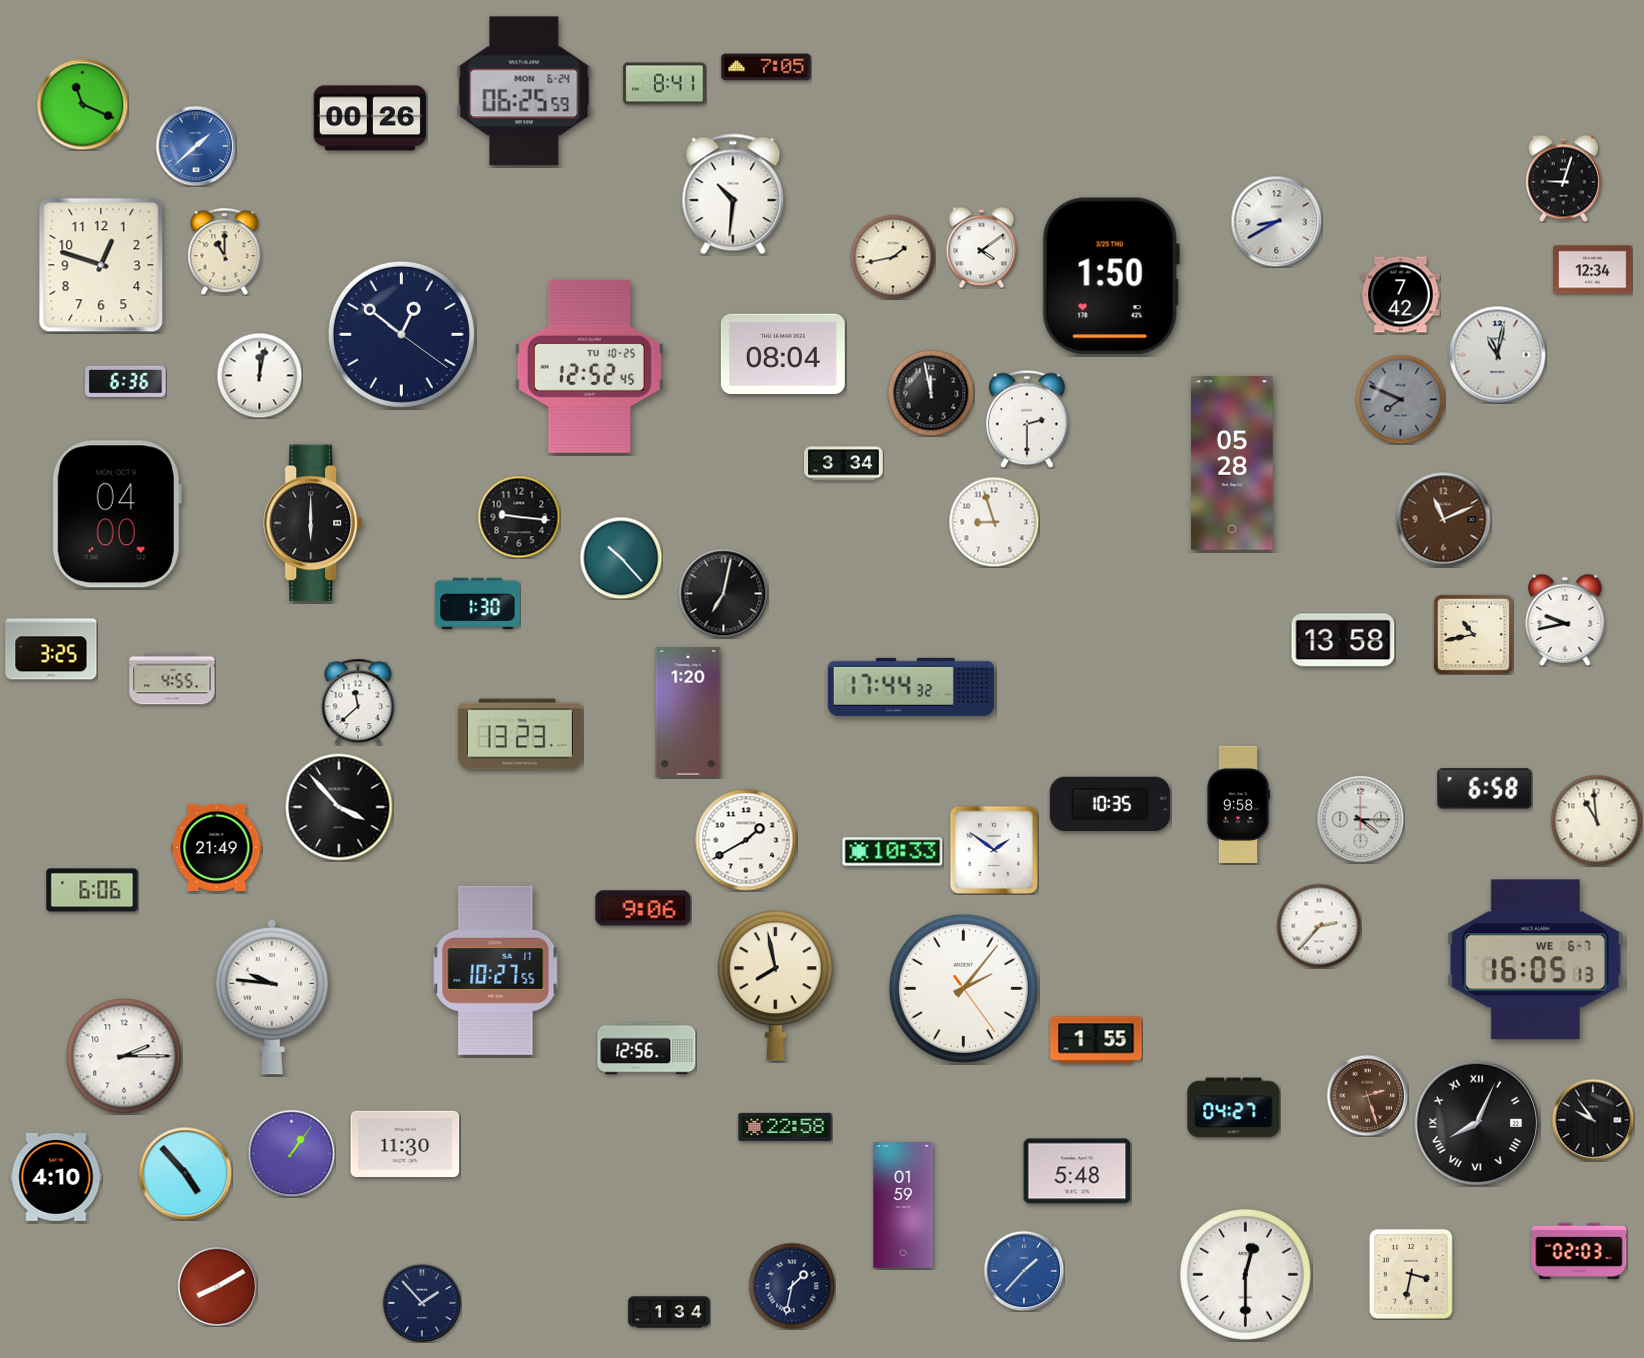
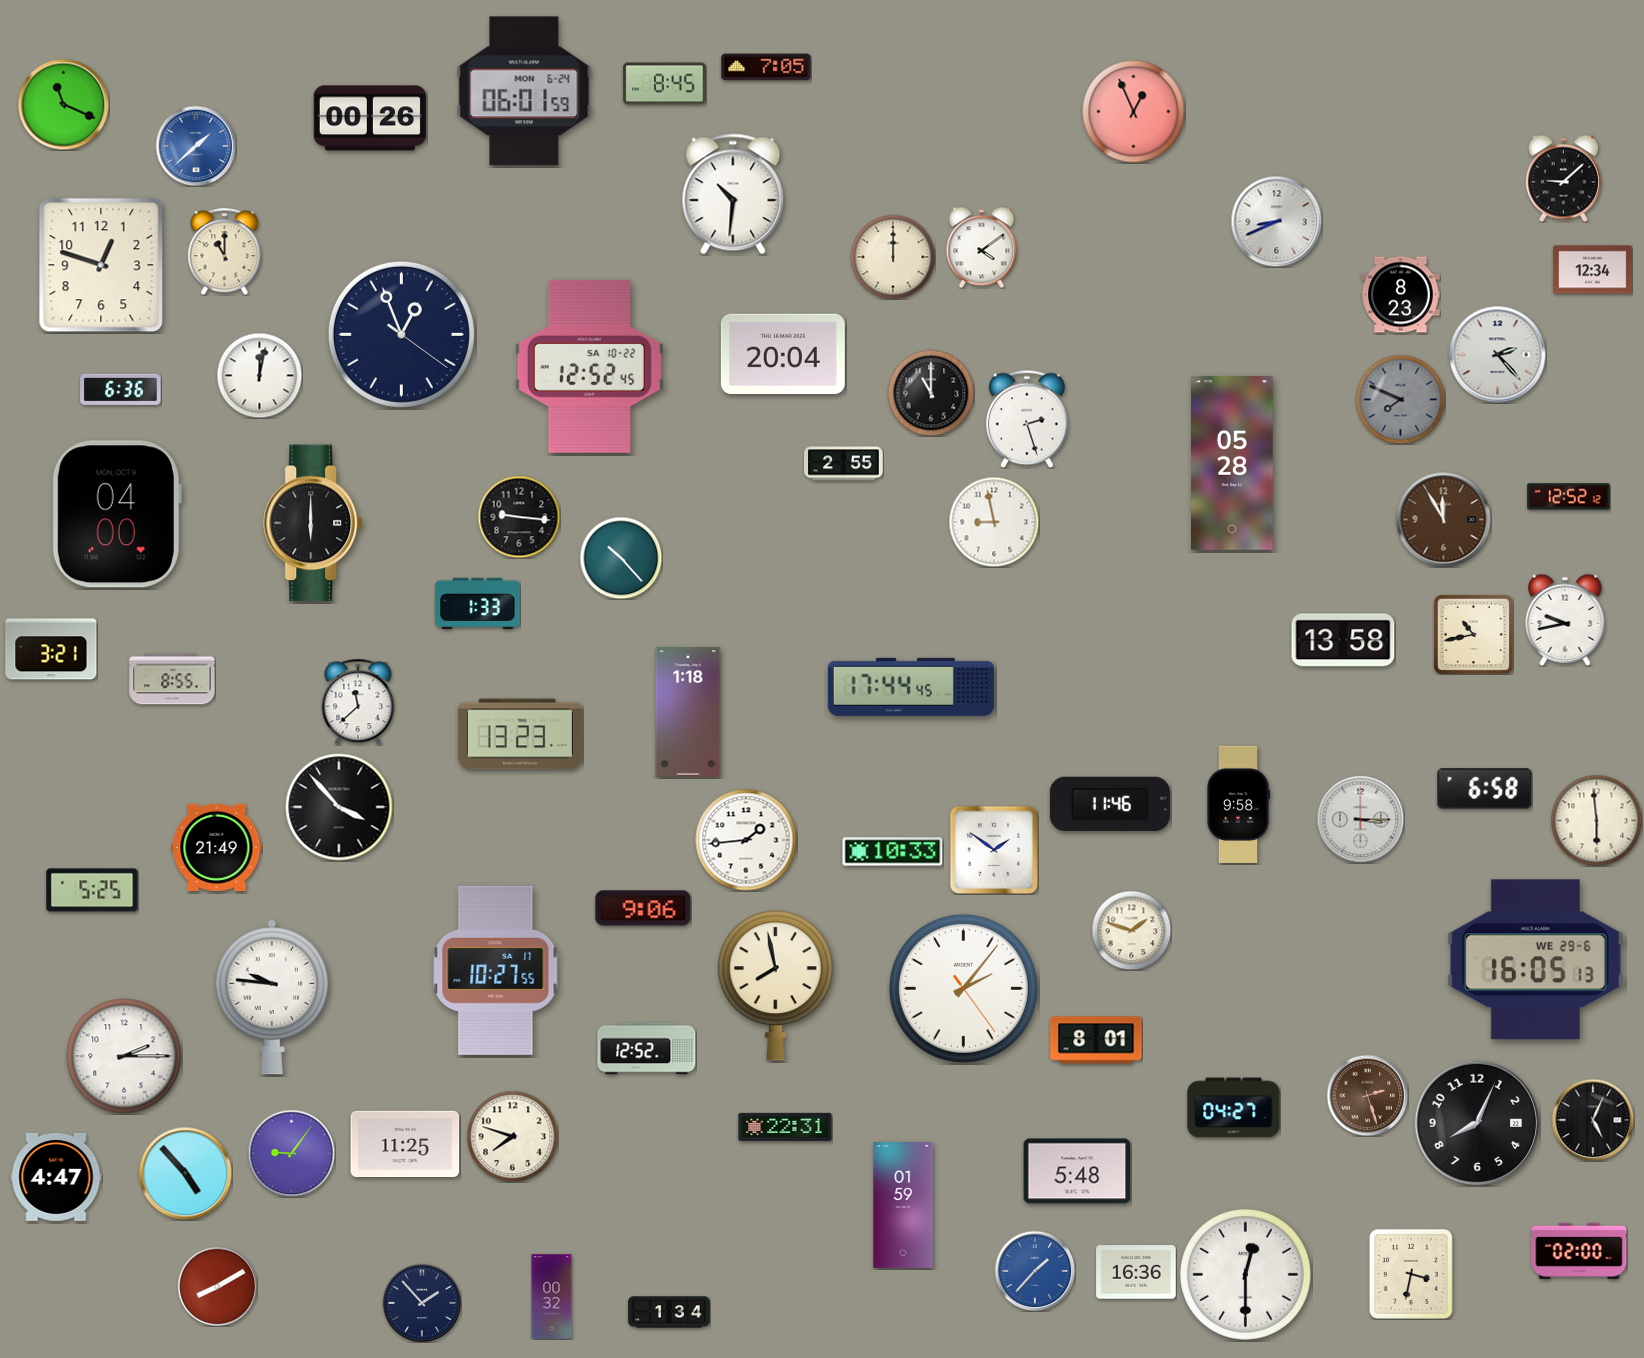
clock at (665, 84): 8:41 -> 8:45
clock at (524, 91): 06:25 -> 06:01
clock at (82, 104) position: (82, 104) -> (63, 104)
clock at (1134, 112): none -> 12:56
clock at (1563, 178): 9:03 -> 9:08
clock at (1276, 221): 8:40 -> 8:41
clock at (893, 257): 1:43 -> 12:00
clock at (1111, 276): 1:50 -> none
clock at (1401, 295): 7:42 -> 8:23
clock at (401, 334): 12:51 -> 12:56
clock at (783, 353): 08:04 -> 20:04
clock at (1498, 355): 11:02 -> 2:23
clock at (589, 366) date: TU 10-25 -> SA 10-22
clock at (126, 381) position: (126, 381) -> (121, 389)
clock at (931, 393): 11:58 -> 11:00
clock at (1027, 419): 2:30 -> 2:27
clock at (844, 464): 3:34 -> 2:55
clock at (1569, 497): none -> 12:52
clock at (1443, 519): 11:11 -> 11:55
clock at (994, 522): 8:57 -> 8:58
clock at (723, 593): 7:02 -> none
clock at (478, 603): 1:30 -> 1:33
clock at (51, 649): 3:25 -> 3:21
clock at (172, 679): 4:55 -> 8:55
clock at (911, 687): 17:44:32 -> 17:44:45
clock at (688, 712): 1:20 -> 1:18
clock at (1110, 804): 10:35 -> 11:46
clock at (1360, 819): 4:15 -> 3:15
clock at (1596, 820): 10:59 -> 5:59
clock at (746, 840): 1:40 -> 1:44
clock at (92, 890): 6:06 -> 5:25
clock at (1319, 926): 2:37 -> none
clock at (1131, 930): none -> 1:48
clock at (1535, 960) date: WE 6-7 -> WE 29-6
clock at (1096, 1040): 1:55 -> 8:01
clock at (647, 1049): 12:56 -> 12:52
clock at (1593, 1120): 9:54 -> 5:04
clock at (1477, 1123) numerals: Roman -> Arabic
clock at (785, 1127): 22:58 -> 22:31
clock at (512, 1136): none -> 7:48
clock at (405, 1143): 11:30 -> 11:25
clock at (291, 1153): 1:06 -> 9:06
clock at (56, 1177): 4:10 -> 4:47
clock at (1579, 1251): 02:03 -> 02:00
clock at (1024, 1271) position: (1024, 1271) -> (1035, 1271)
clock at (1136, 1272): none -> 16:36
clock at (792, 1286): 1:32 -> none
clock at (552, 1297): none -> 00:32
